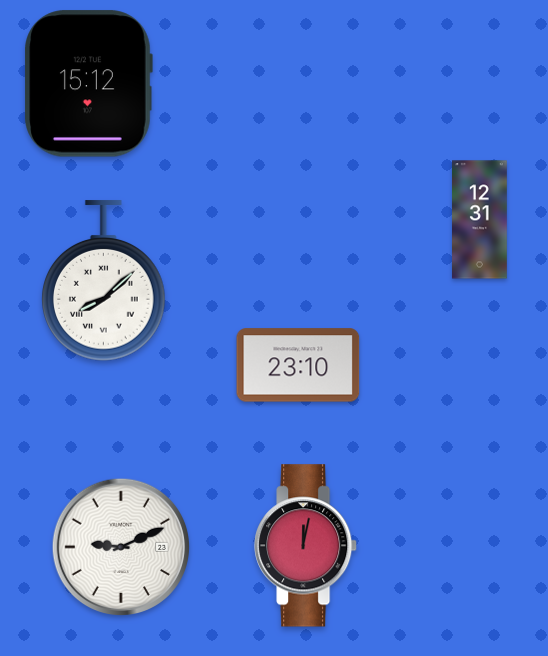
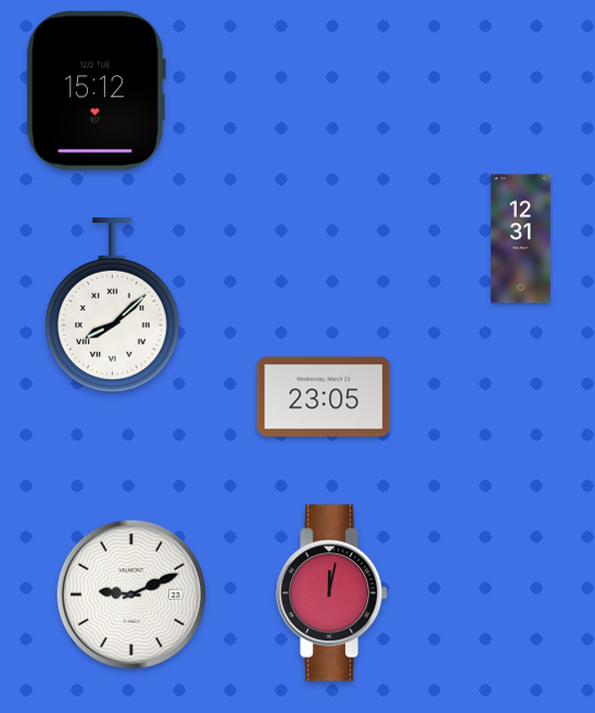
clock at (298, 365): 23:10 -> 23:05
